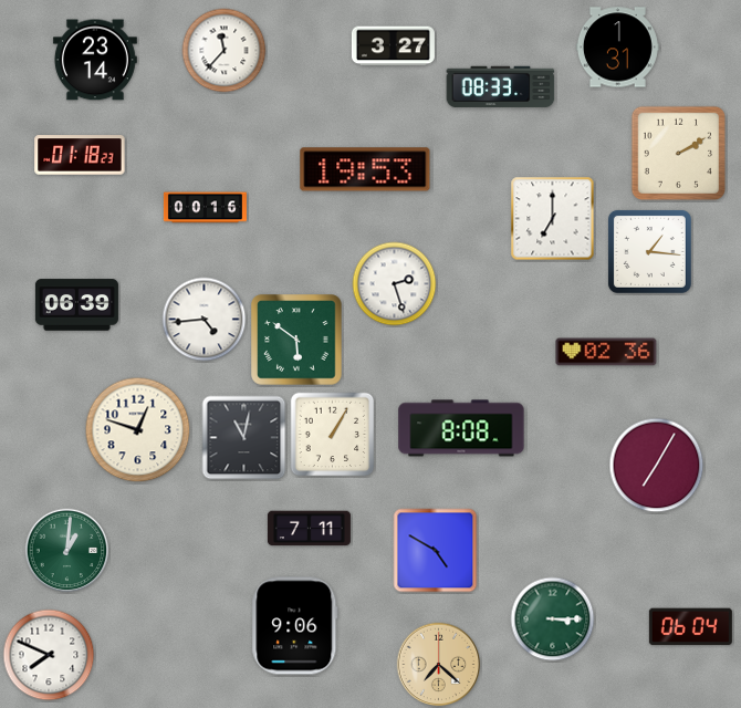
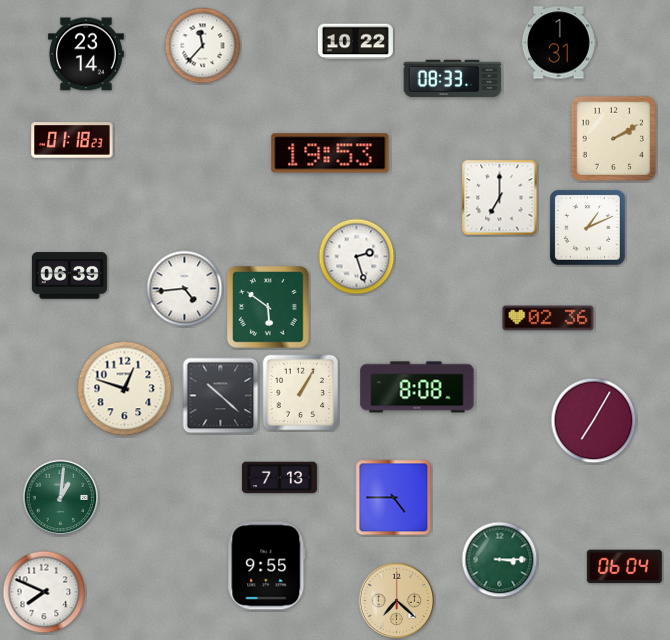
clock at (393, 46): 3:27 -> 10:22
clock at (205, 208): 00:16 -> none
clock at (649, 251): 1:16 -> 1:11
clock at (244, 438): 11:02 -> 10:22
clock at (309, 529): 7:11 -> 7:13
clock at (436, 551): 4:50 -> 4:45
clock at (295, 626): 9:06 -> 9:55
